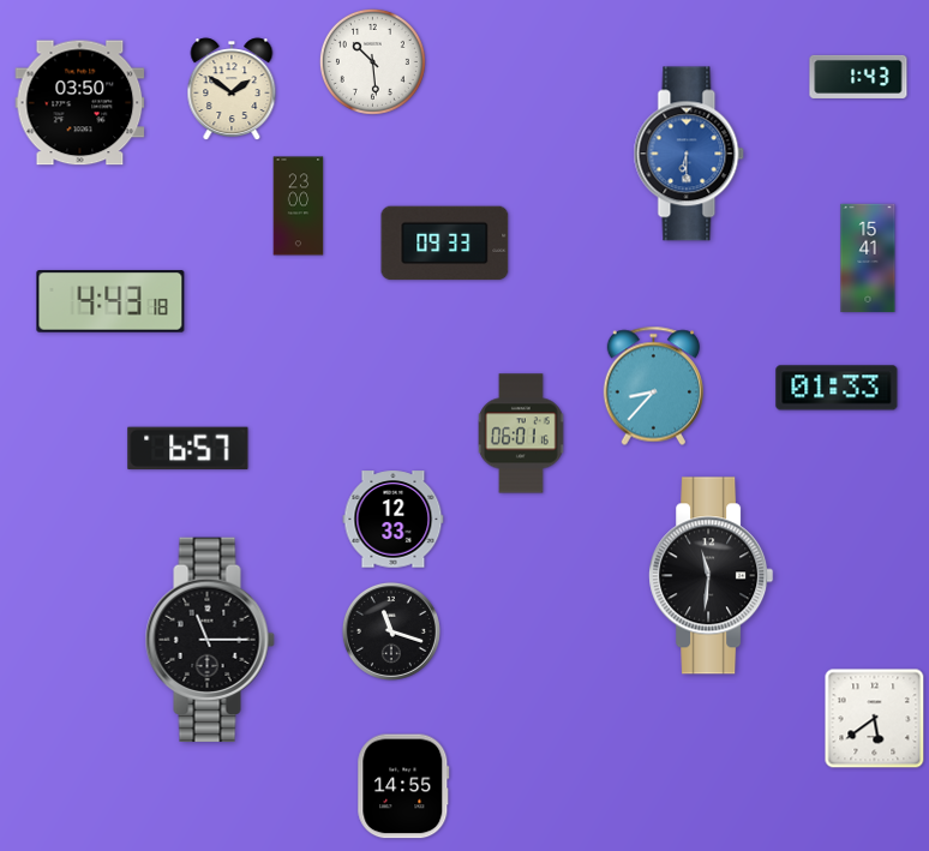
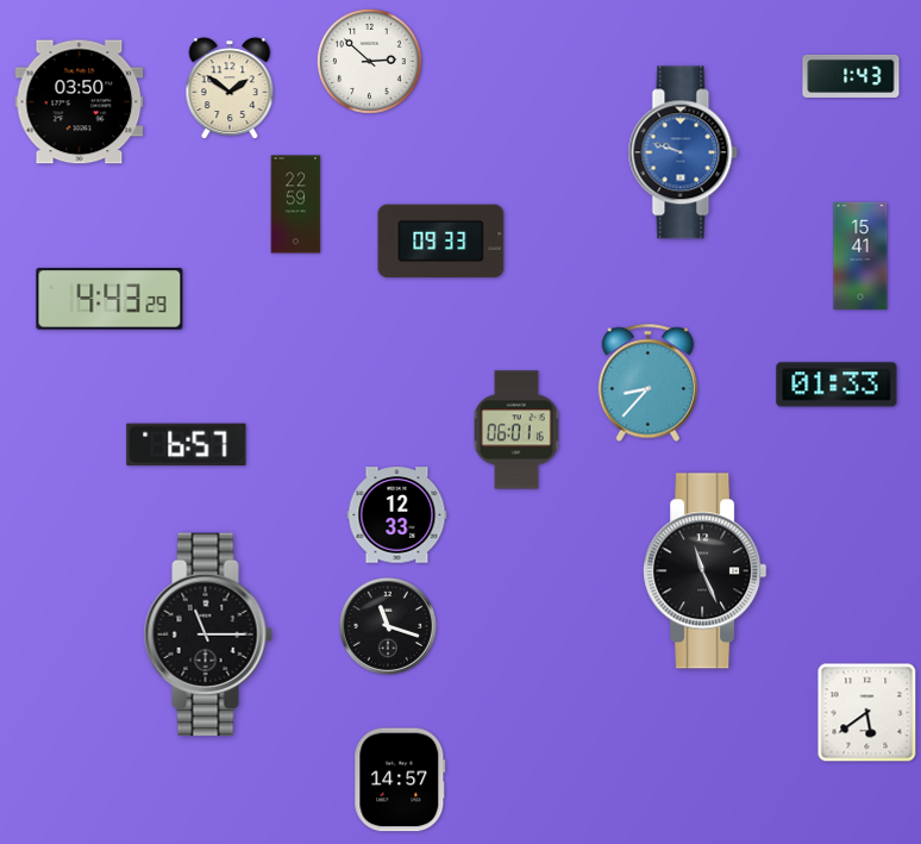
clock at (372, 61): 10:29 -> 2:52
clock at (689, 154): 6:30 -> 9:48
clock at (299, 206): 23:00 -> 22:59
clock at (110, 301): 4:43:18 -> 4:43:29
clock at (837, 388) position: (837, 388) -> (837, 385)
clock at (394, 520) position: (394, 520) -> (397, 515)
clock at (712, 576): 11:31 -> 11:26
clock at (403, 786): 14:55 -> 14:57
